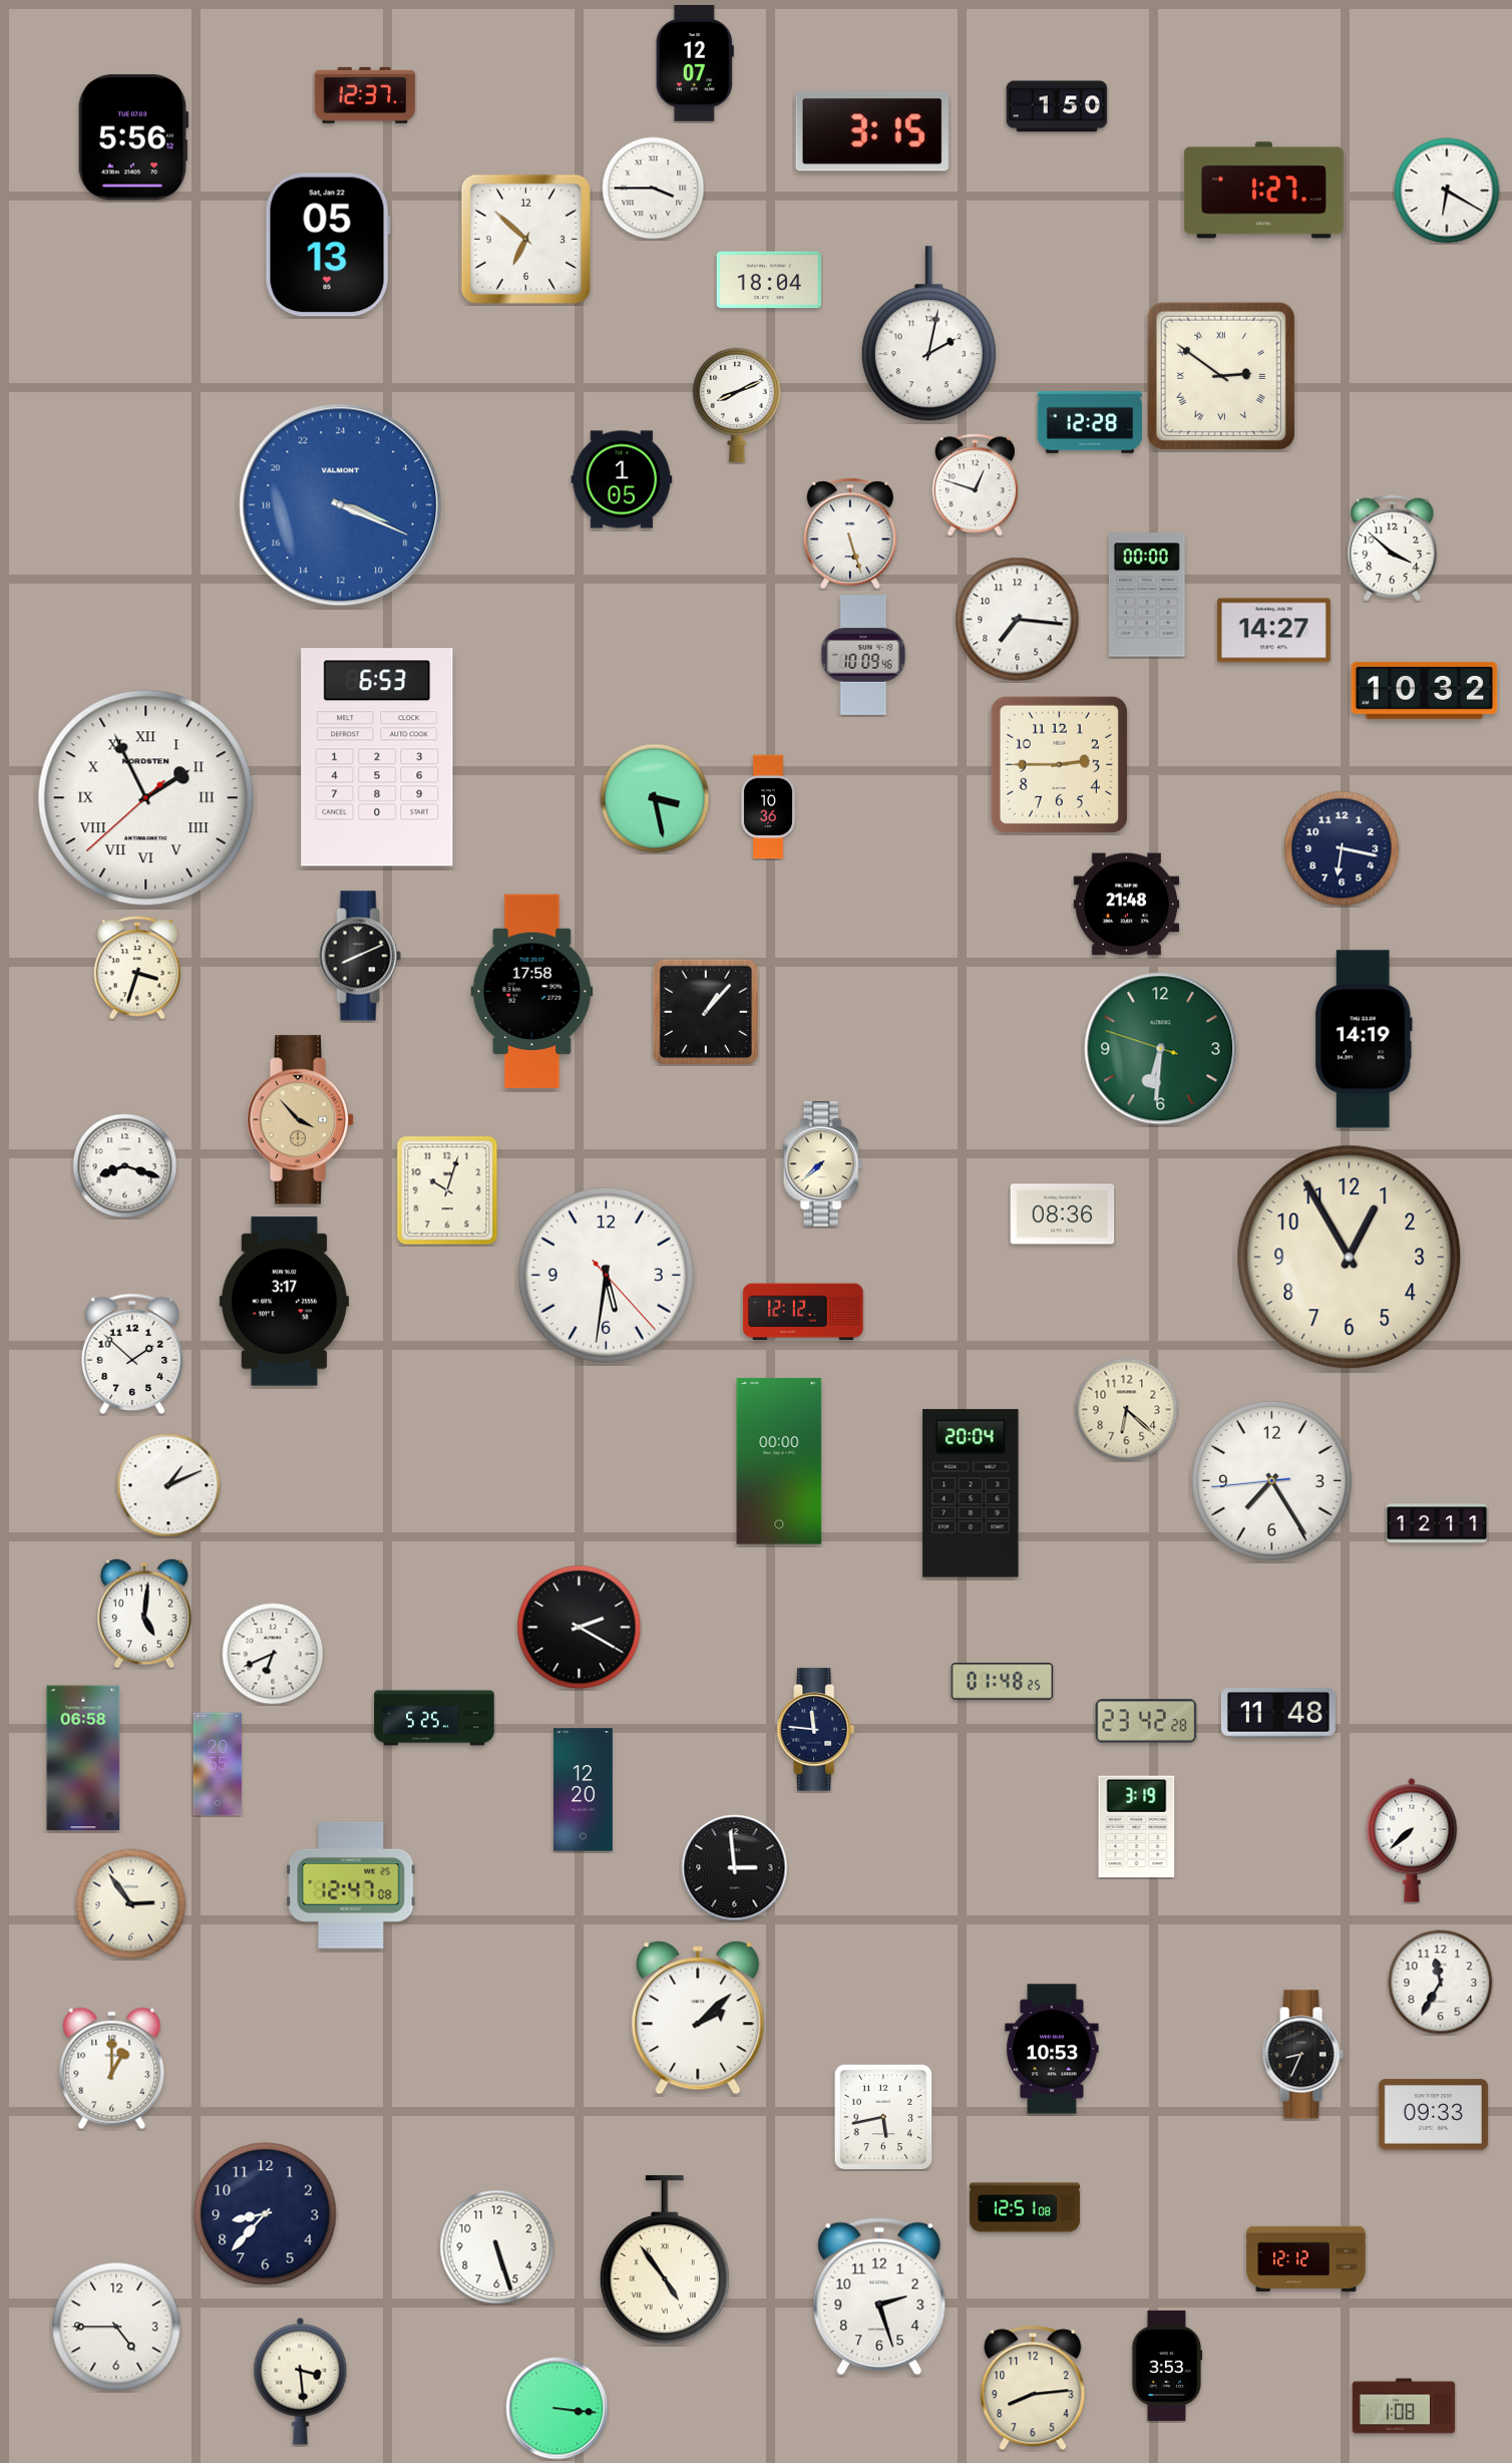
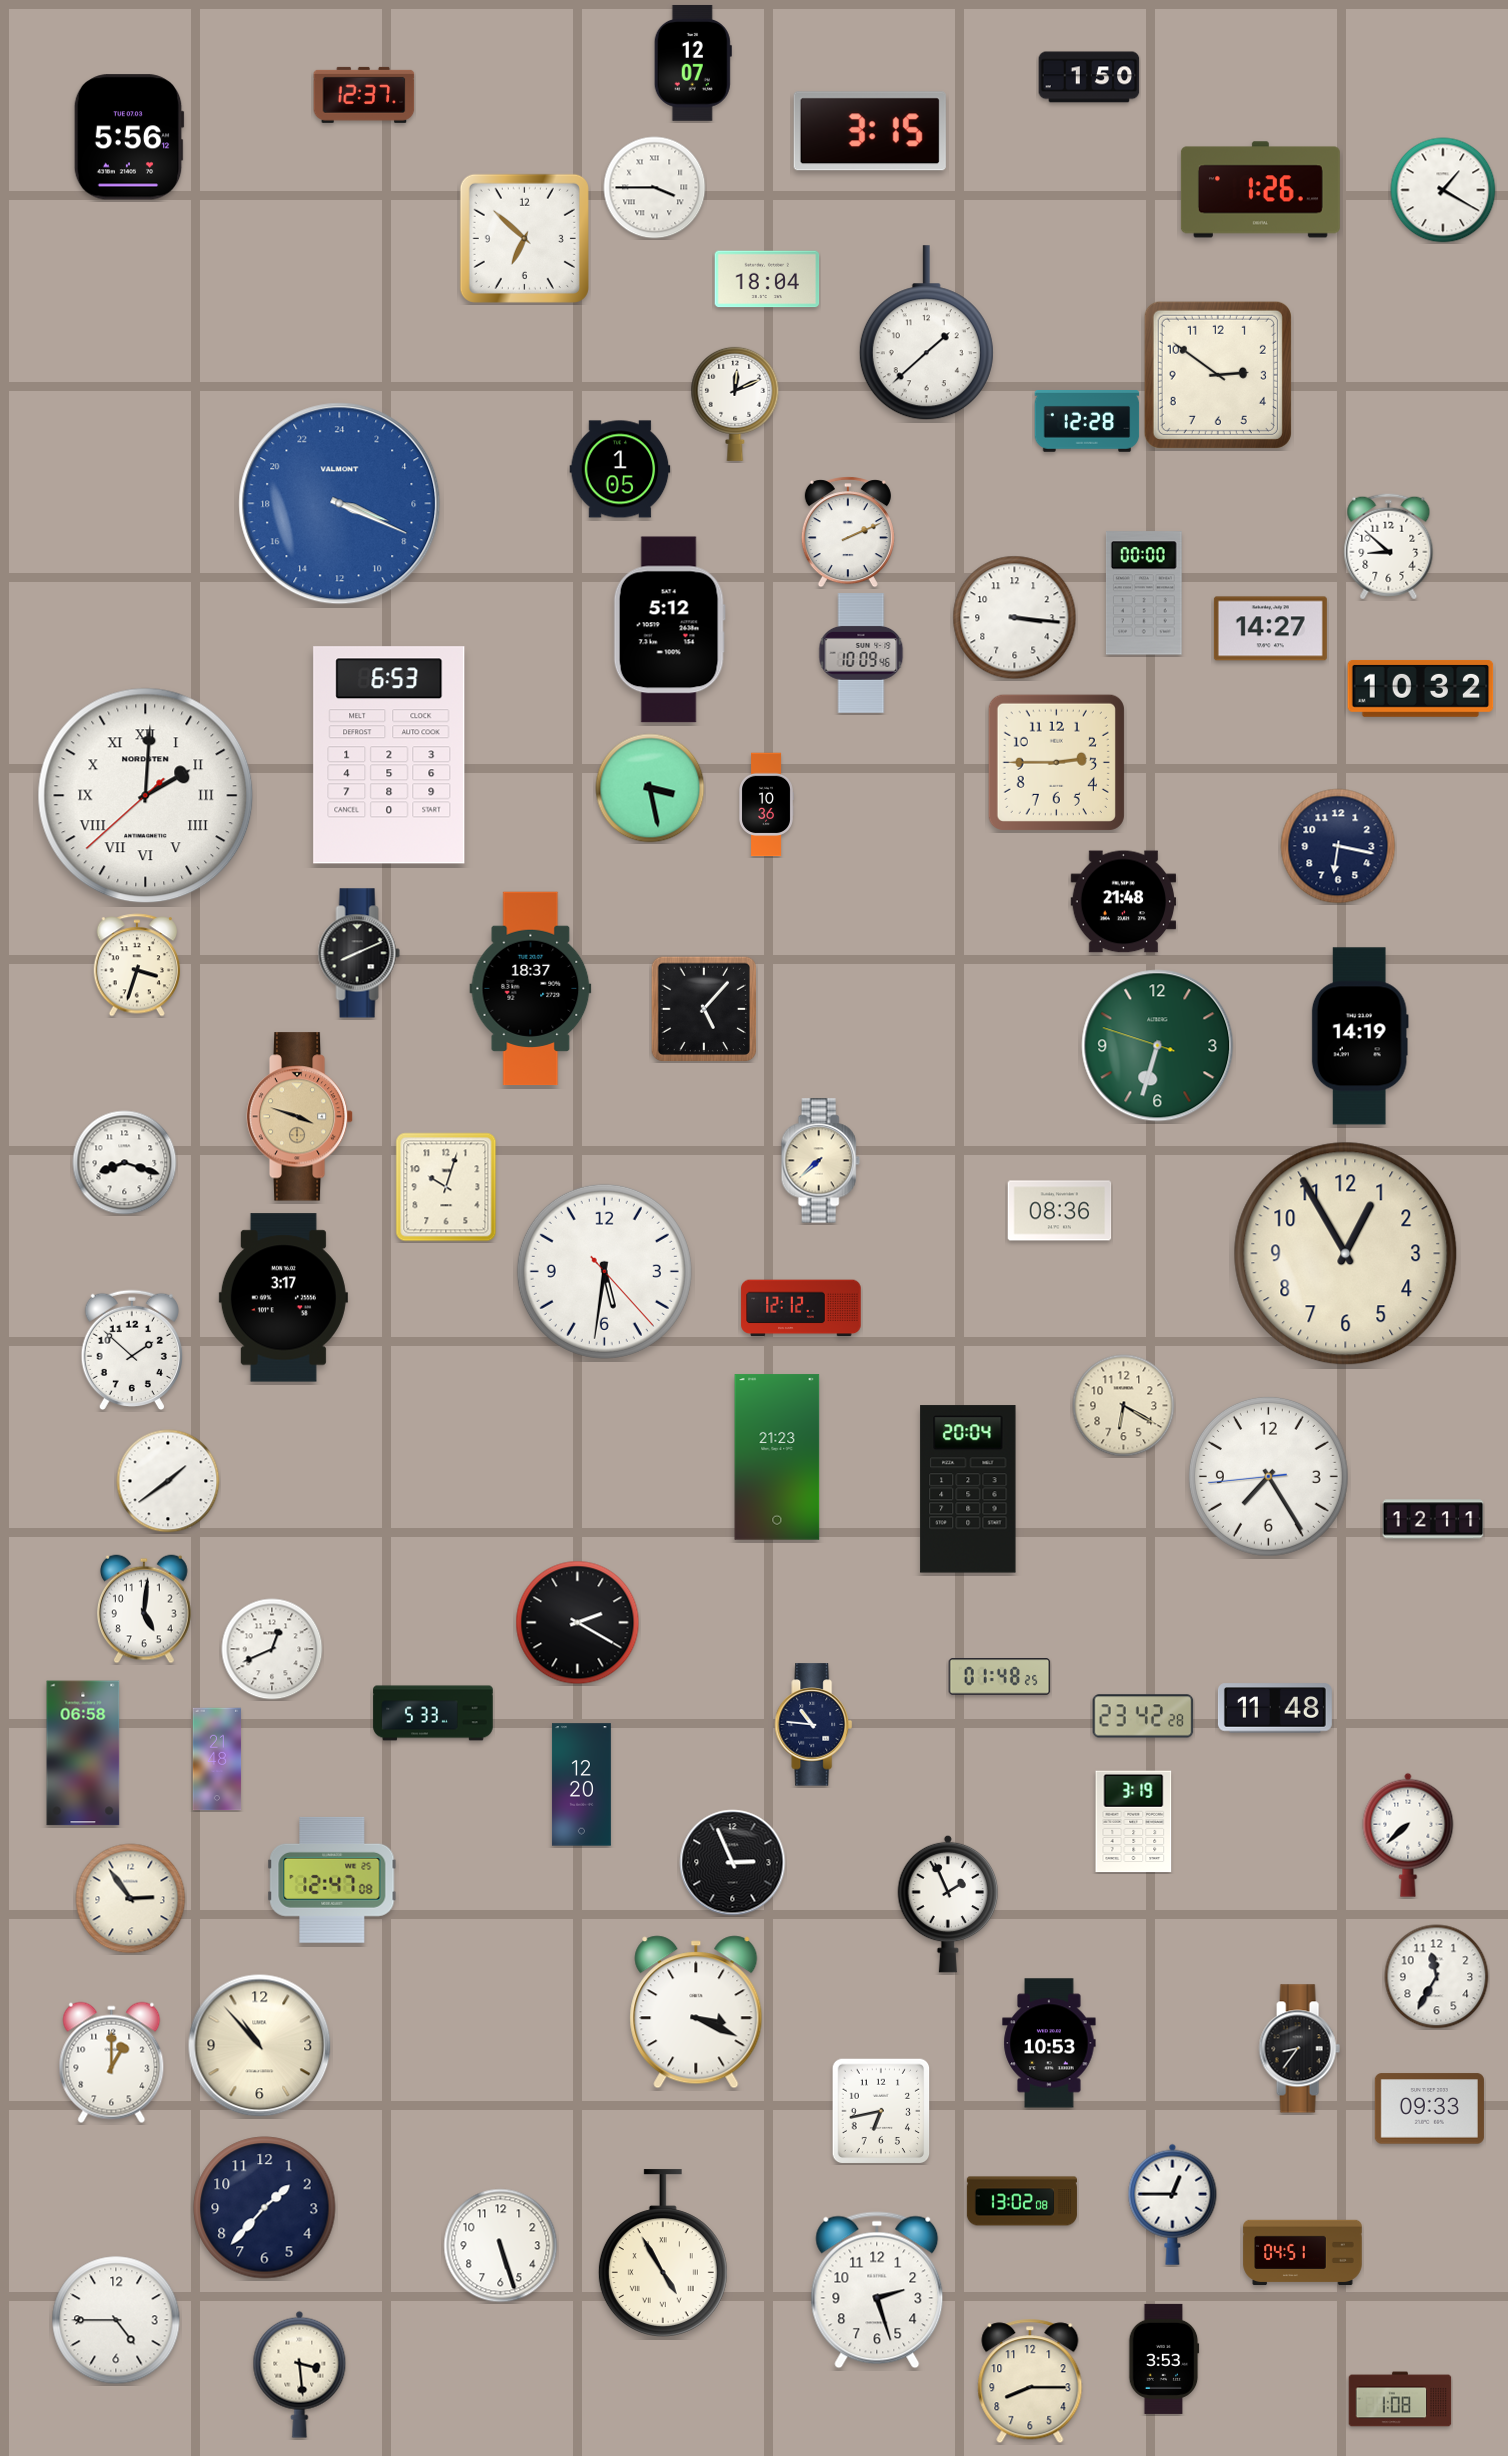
clock at (1057, 106) position: (1057, 106) -> (1089, 77)
clock at (133, 137) position: (133, 137) -> (129, 137)
clock at (654, 189) position: (654, 189) -> (655, 188)
clock at (1263, 191): 1:27 -> 1:26
clock at (1447, 191): 6:20 -> 1:20
clock at (328, 245): 05:13 -> none
clock at (928, 334): 2:02 -> 1:38
clock at (1221, 376) numerals: Roman -> Arabic
clock at (737, 405): 8:11 -> 12:11
clock at (622, 479) position: (622, 479) -> (620, 469)
clock at (975, 485): 12:48 -> none
clock at (850, 534): 5:27 -> 2:11
clock at (1393, 549): 3:52 -> 8:52
clock at (1018, 620): 7:16 -> 3:16
clock at (669, 630): none -> 5:12
clock at (377, 757) position: (377, 757) -> (389, 755)
clock at (146, 798): 1:55 -> 2:00
clock at (655, 798) position: (655, 798) -> (650, 788)
clock at (532, 992): 17:58 -> 18:37
clock at (705, 1011): 1:07 -> 5:07
clock at (1161, 1049): 6:30 -> 6:32
clock at (301, 1120): 3:53 -> 3:48
clock at (1127, 1410): 6:22 -> 6:20
clock at (779, 1461): 00:00 -> 21:23
clock at (168, 1485): 1:11 -> 1:39
clock at (273, 1654): 6:41 -> 12:41
clock at (434, 1718): 5:25 -> 5:33
clock at (816, 1730): 11:46 -> 10:46
clock at (218, 1764): 20:55 -> 21:48
clock at (735, 1868): 2:59 -> 2:56
clock at (351, 1885) position: (351, 1885) -> (332, 1880)
clock at (948, 1904): none -> 1:56
clock at (698, 2018): 2:08 -> 3:19
clock at (260, 2046): none -> 10:53
clock at (1302, 2055): 8:34 -> 8:36
clock at (883, 2117): 5:43 -> 6:43
clock at (1025, 2207): 12:51 -> 13:02
clock at (1173, 2204): none -> 12:45
clock at (266, 2214): 8:37 -> 1:37
clock at (497, 2247) position: (497, 2247) -> (501, 2246)
clock at (665, 2259): 4:54 -> 4:55
clock at (1306, 2259): 12:12 -> 04:51
clock at (1033, 2388): 8:14 -> 8:15
clock at (557, 2409): 3:16 -> none
